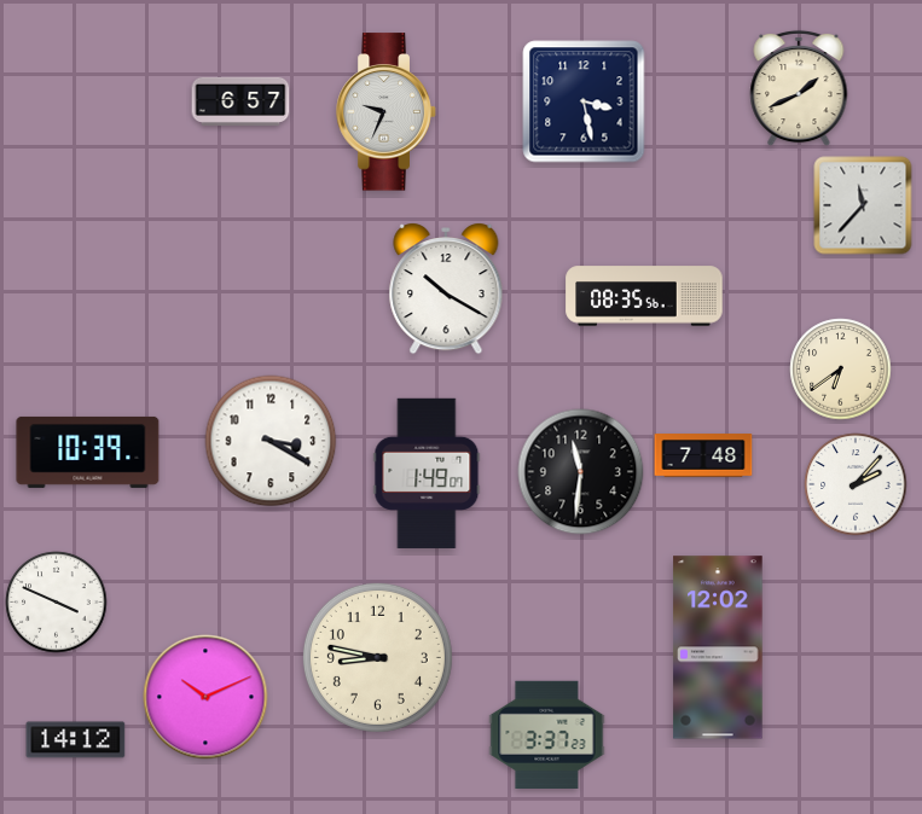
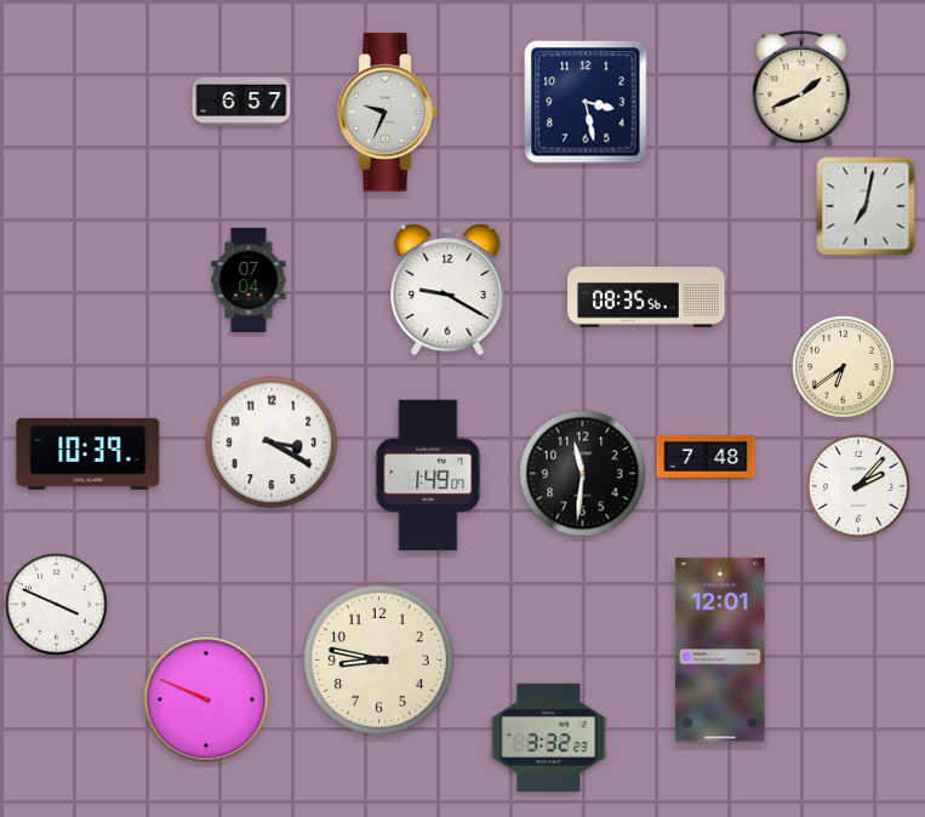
clock at (863, 205): 11:37 -> 7:02
clock at (249, 279): none -> 07:04
clock at (446, 290): 10:20 -> 9:20
clock at (841, 370) position: (841, 370) -> (844, 367)
clock at (718, 647): 12:02 -> 12:01
clock at (205, 697): 10:11 -> 9:49
clock at (547, 734): 3:37 -> 3:32
clock at (76, 740): 14:12 -> none
